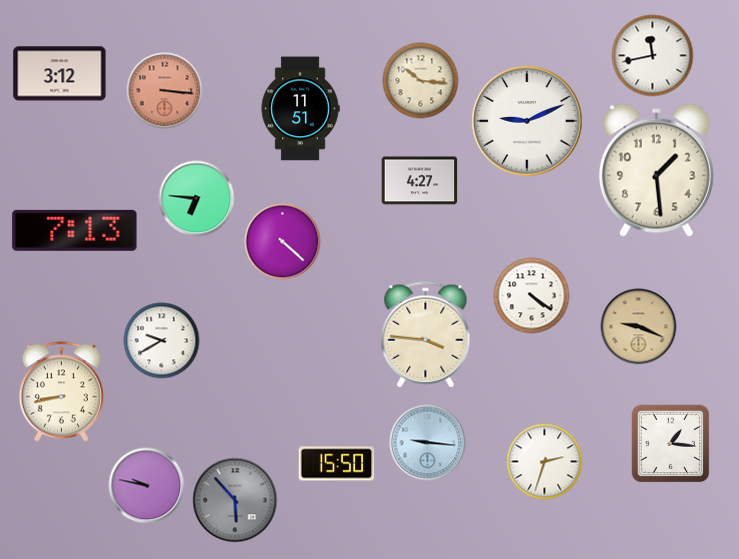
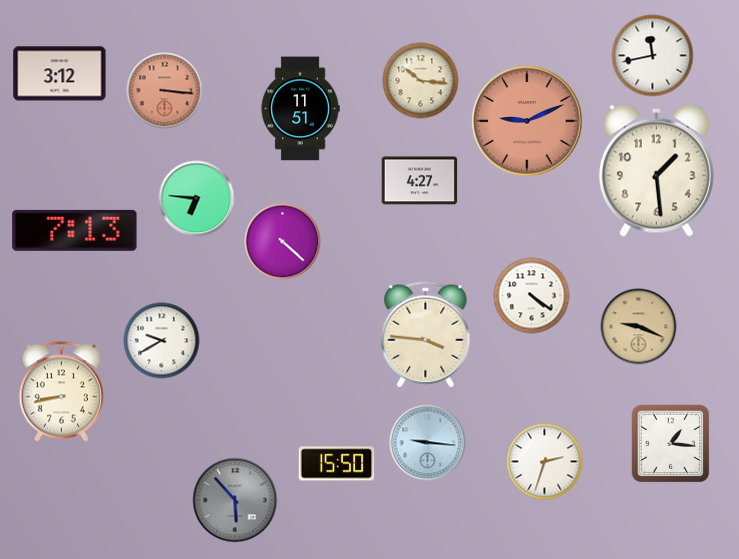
clock at (527, 121) dial: white -> salmon
clock at (147, 486): 9:47 -> none
